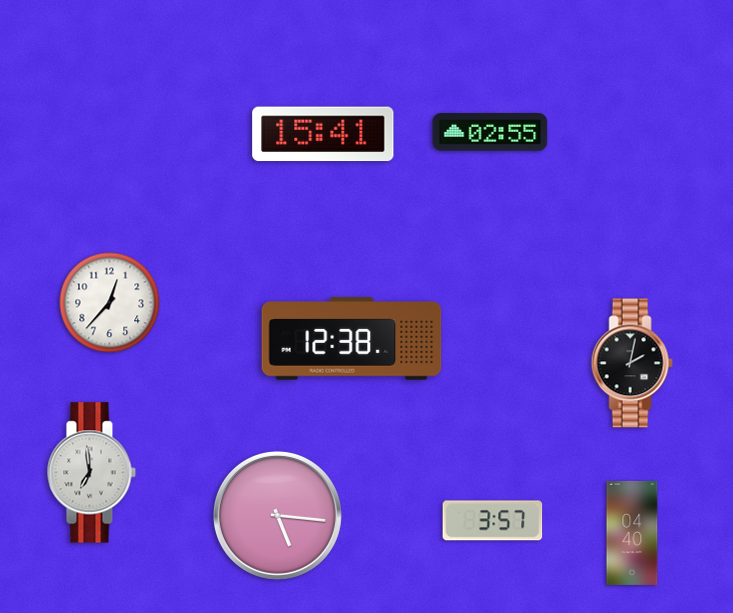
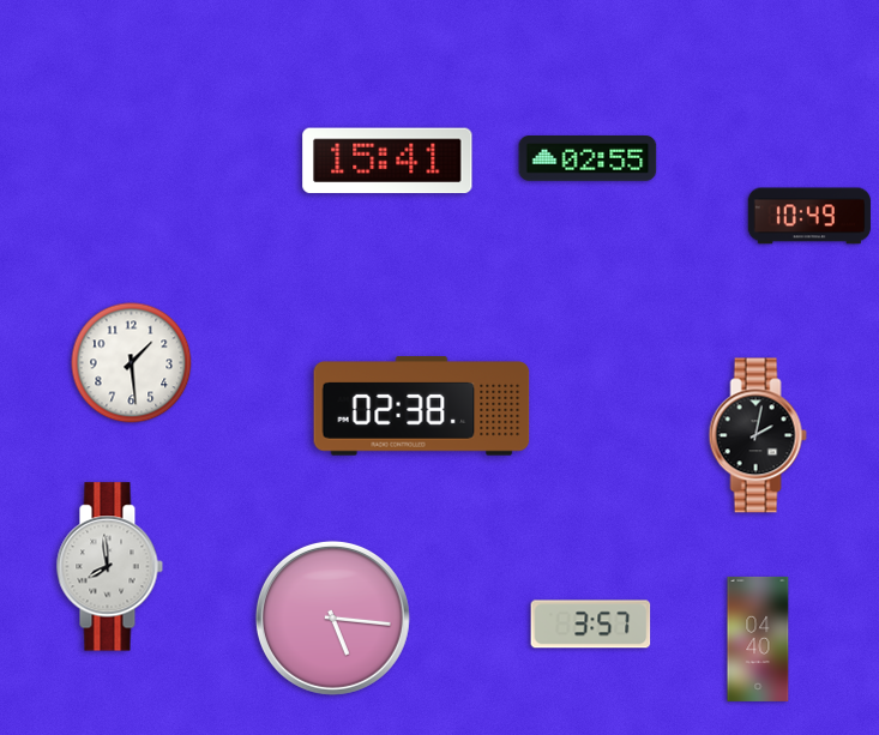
clock at (808, 216): none -> 10:49
clock at (110, 303): 12:37 -> 1:29
clock at (352, 339): 12:38 -> 02:38
clock at (91, 473): 6:59 -> 7:59
